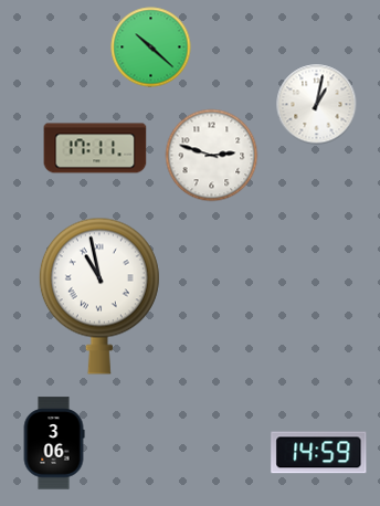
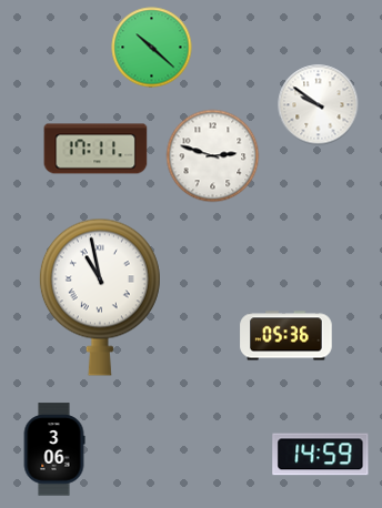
clock at (317, 105): 1:02 -> 9:51
clock at (286, 336): none -> 05:36
clock at (54, 443) position: (54, 443) -> (54, 449)
